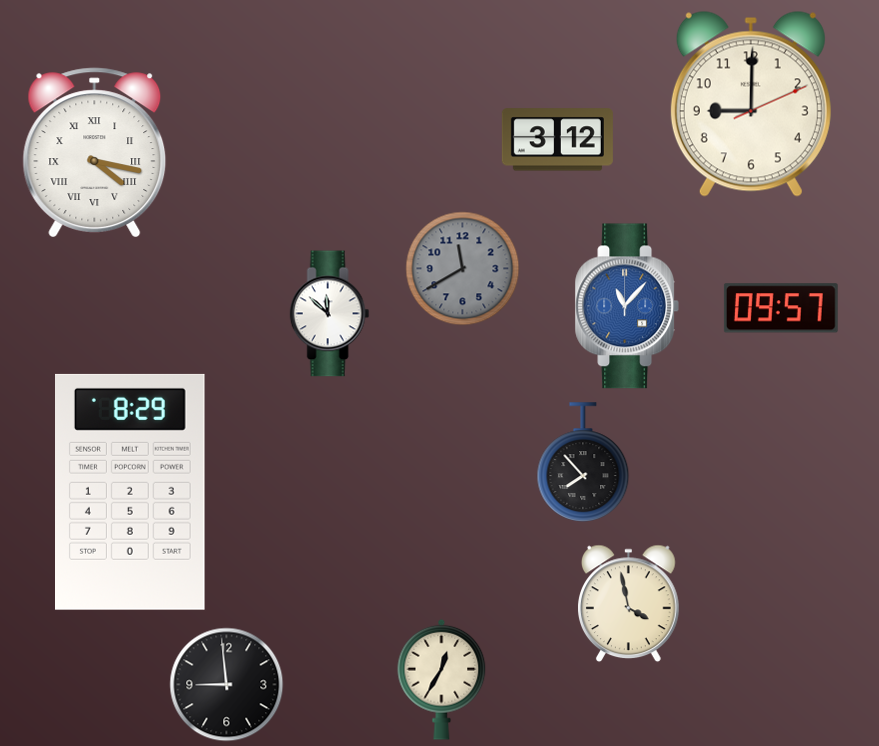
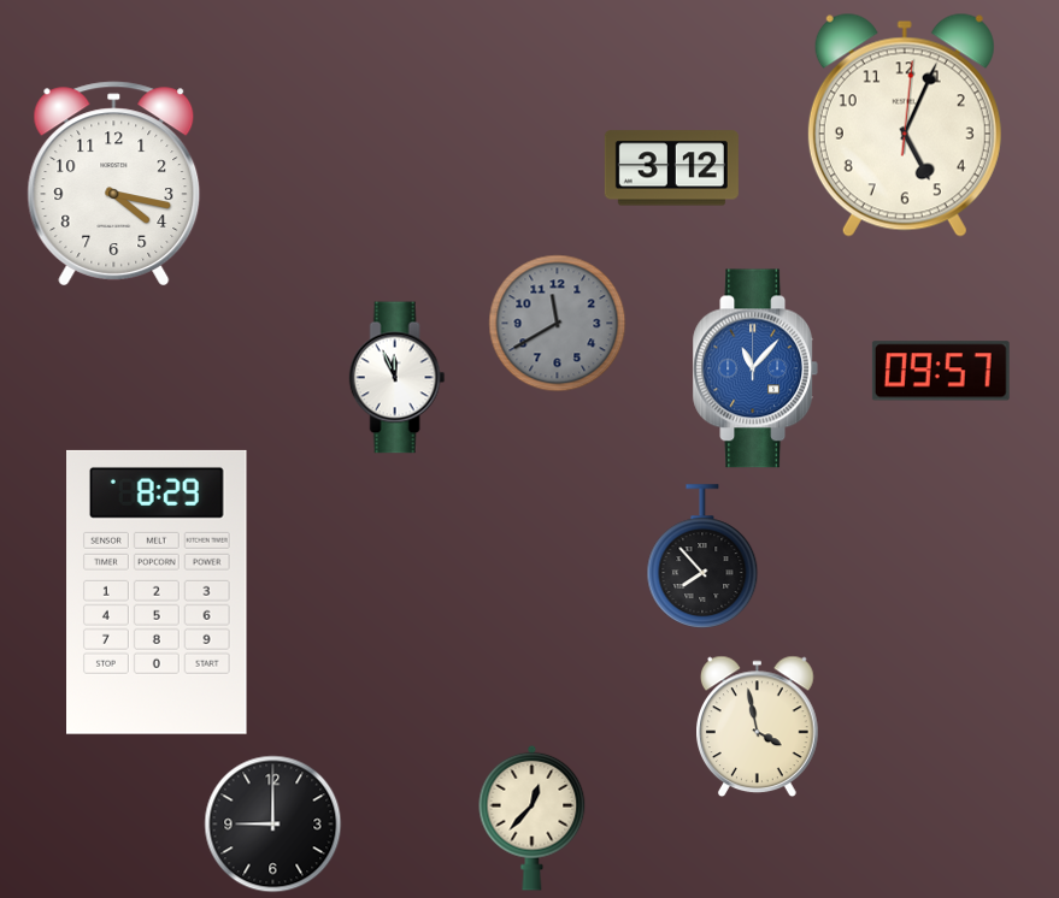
clock at (751, 104): 9:00 -> 5:04
clock at (95, 153) numerals: Roman -> Arabic
clock at (330, 314): 11:52 -> 11:56
clock at (442, 679): 12:35 -> 12:37
clock at (227, 685): 8:59 -> 9:00
